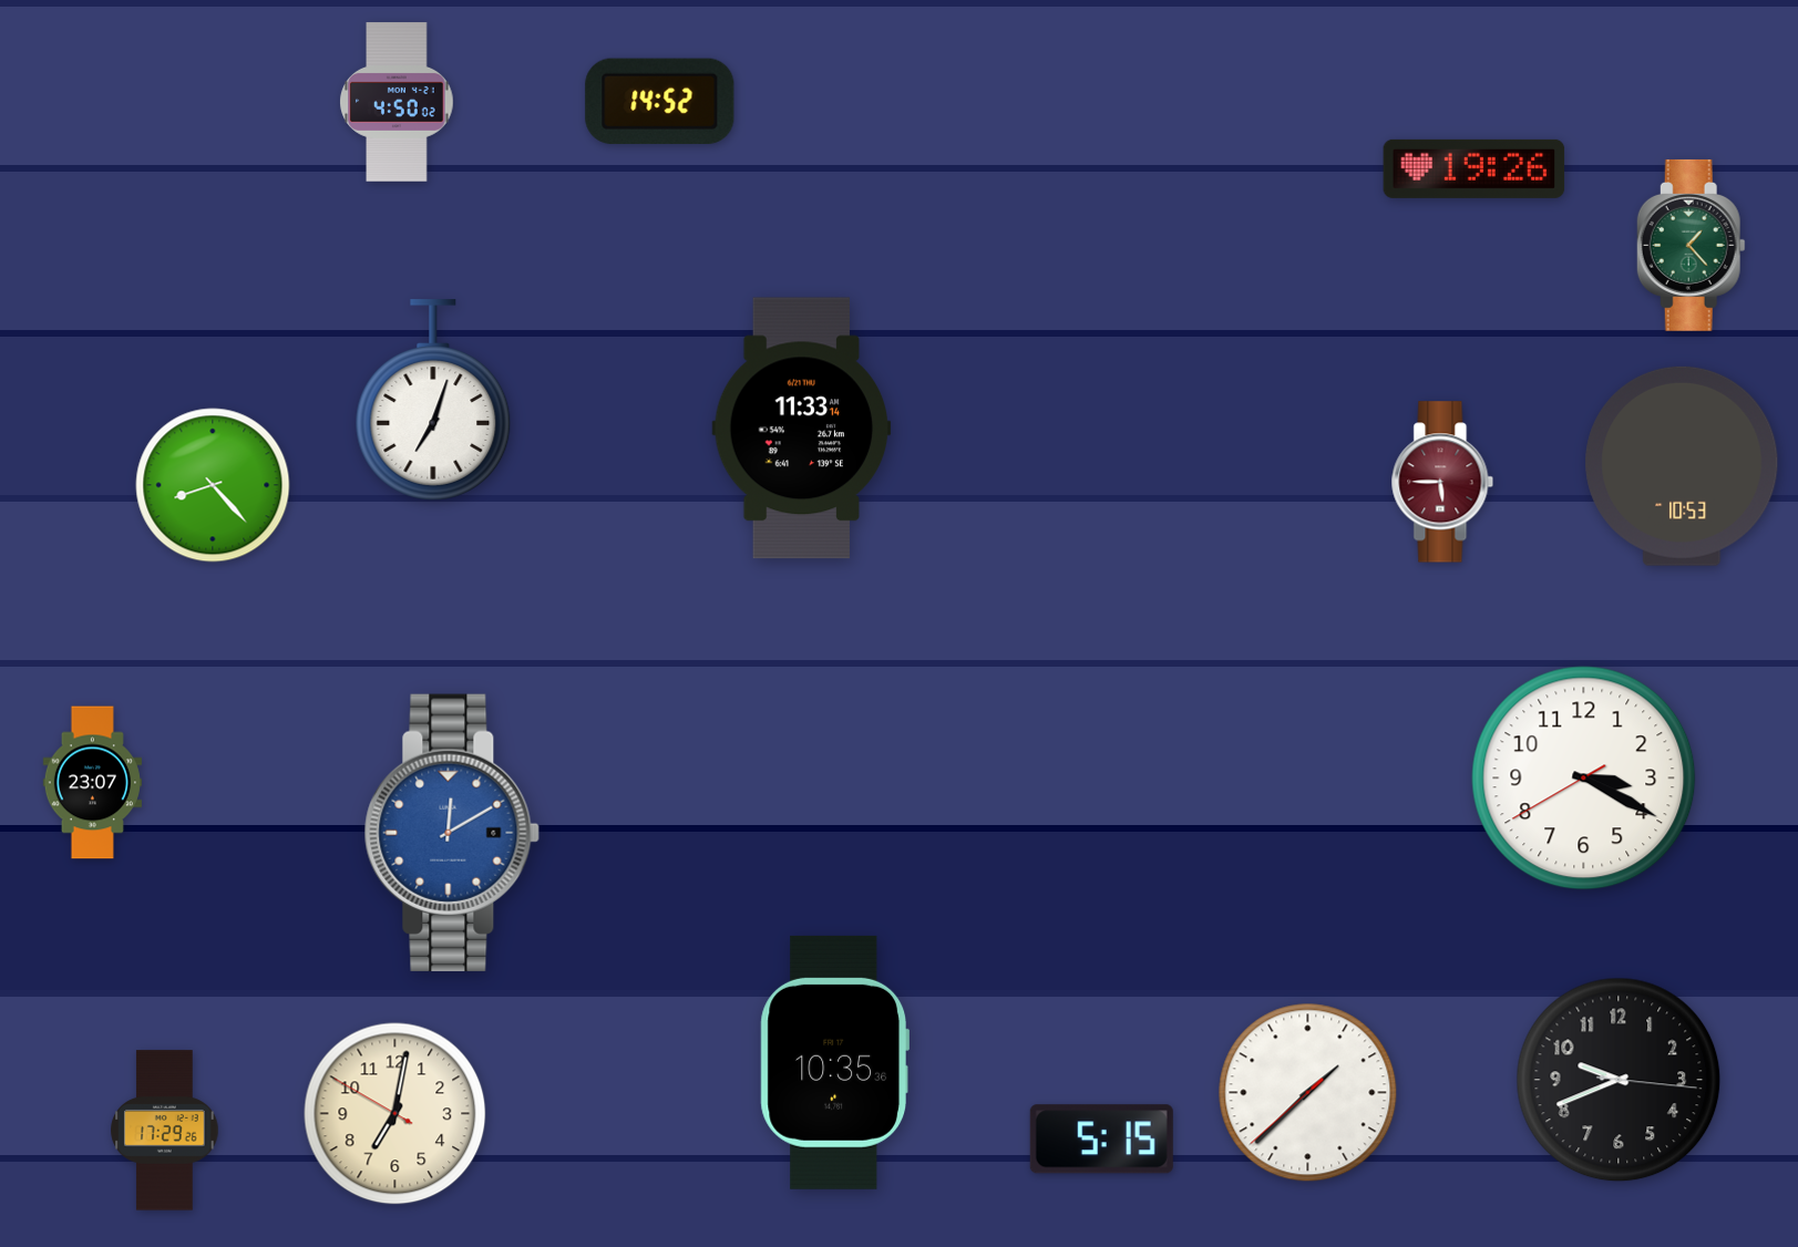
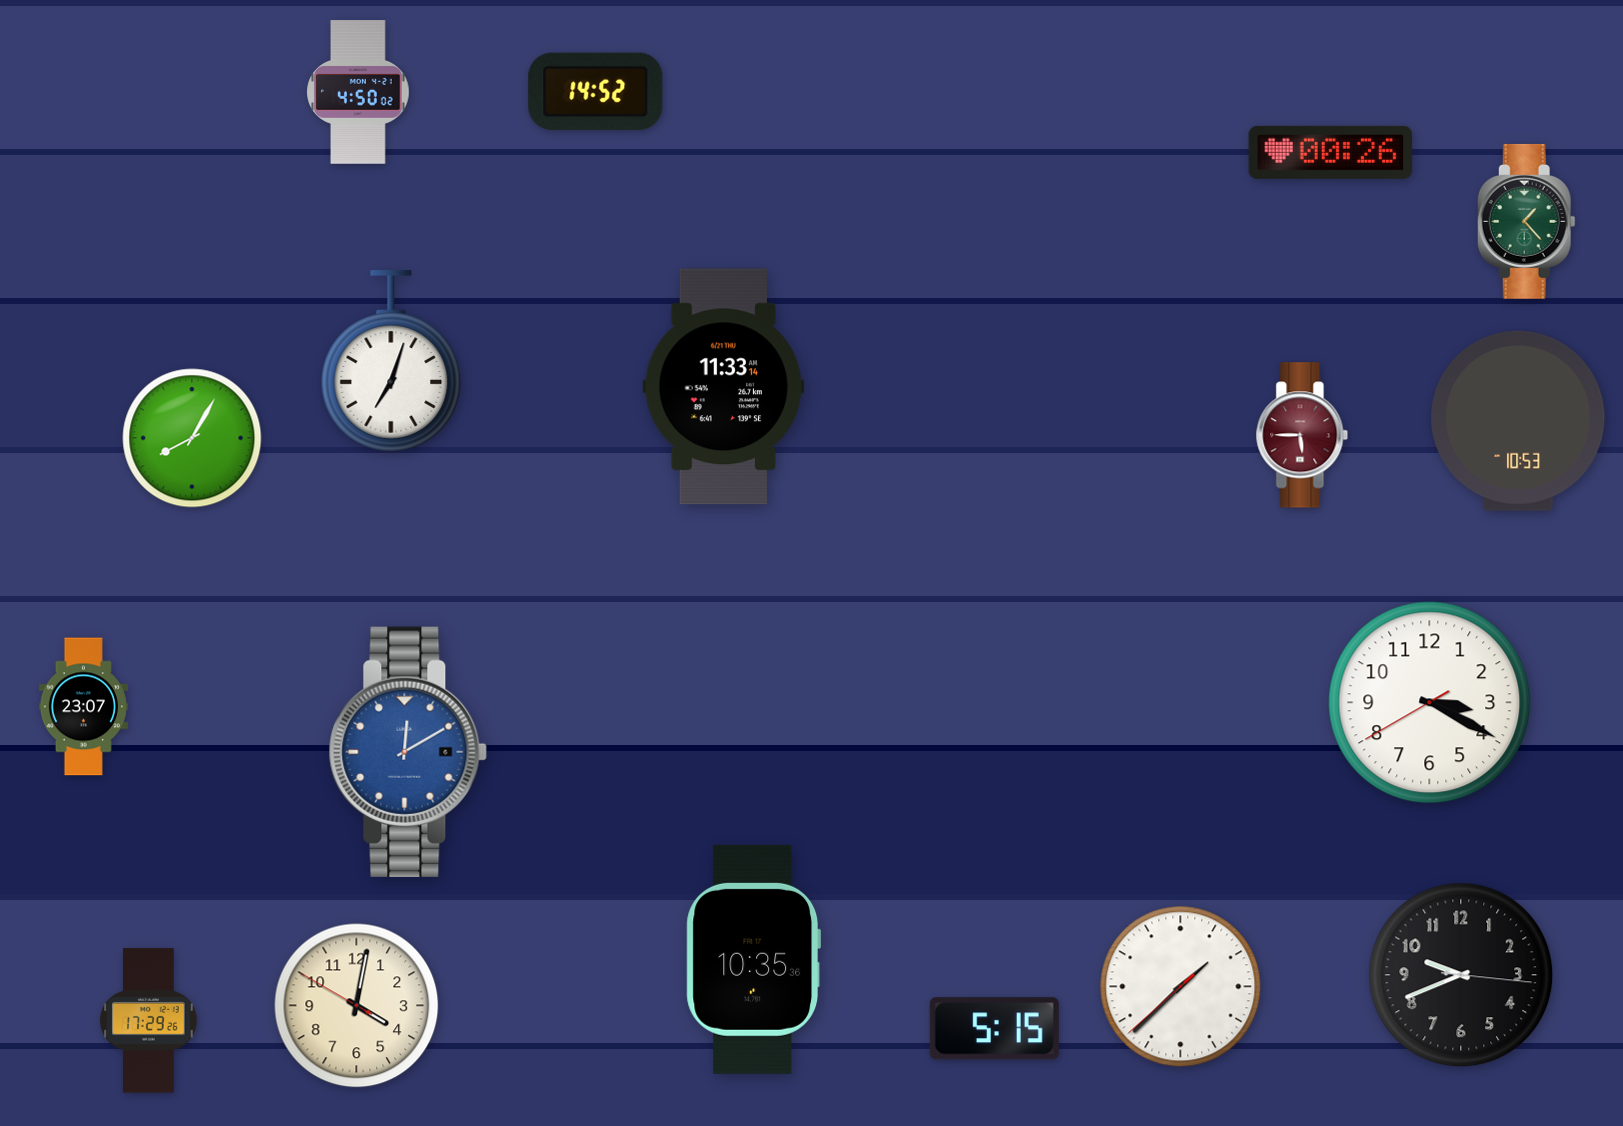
clock at (1475, 168): 19:26 -> 00:26
clock at (213, 485): 8:23 -> 8:05
clock at (395, 1114): 7:01 -> 4:01
